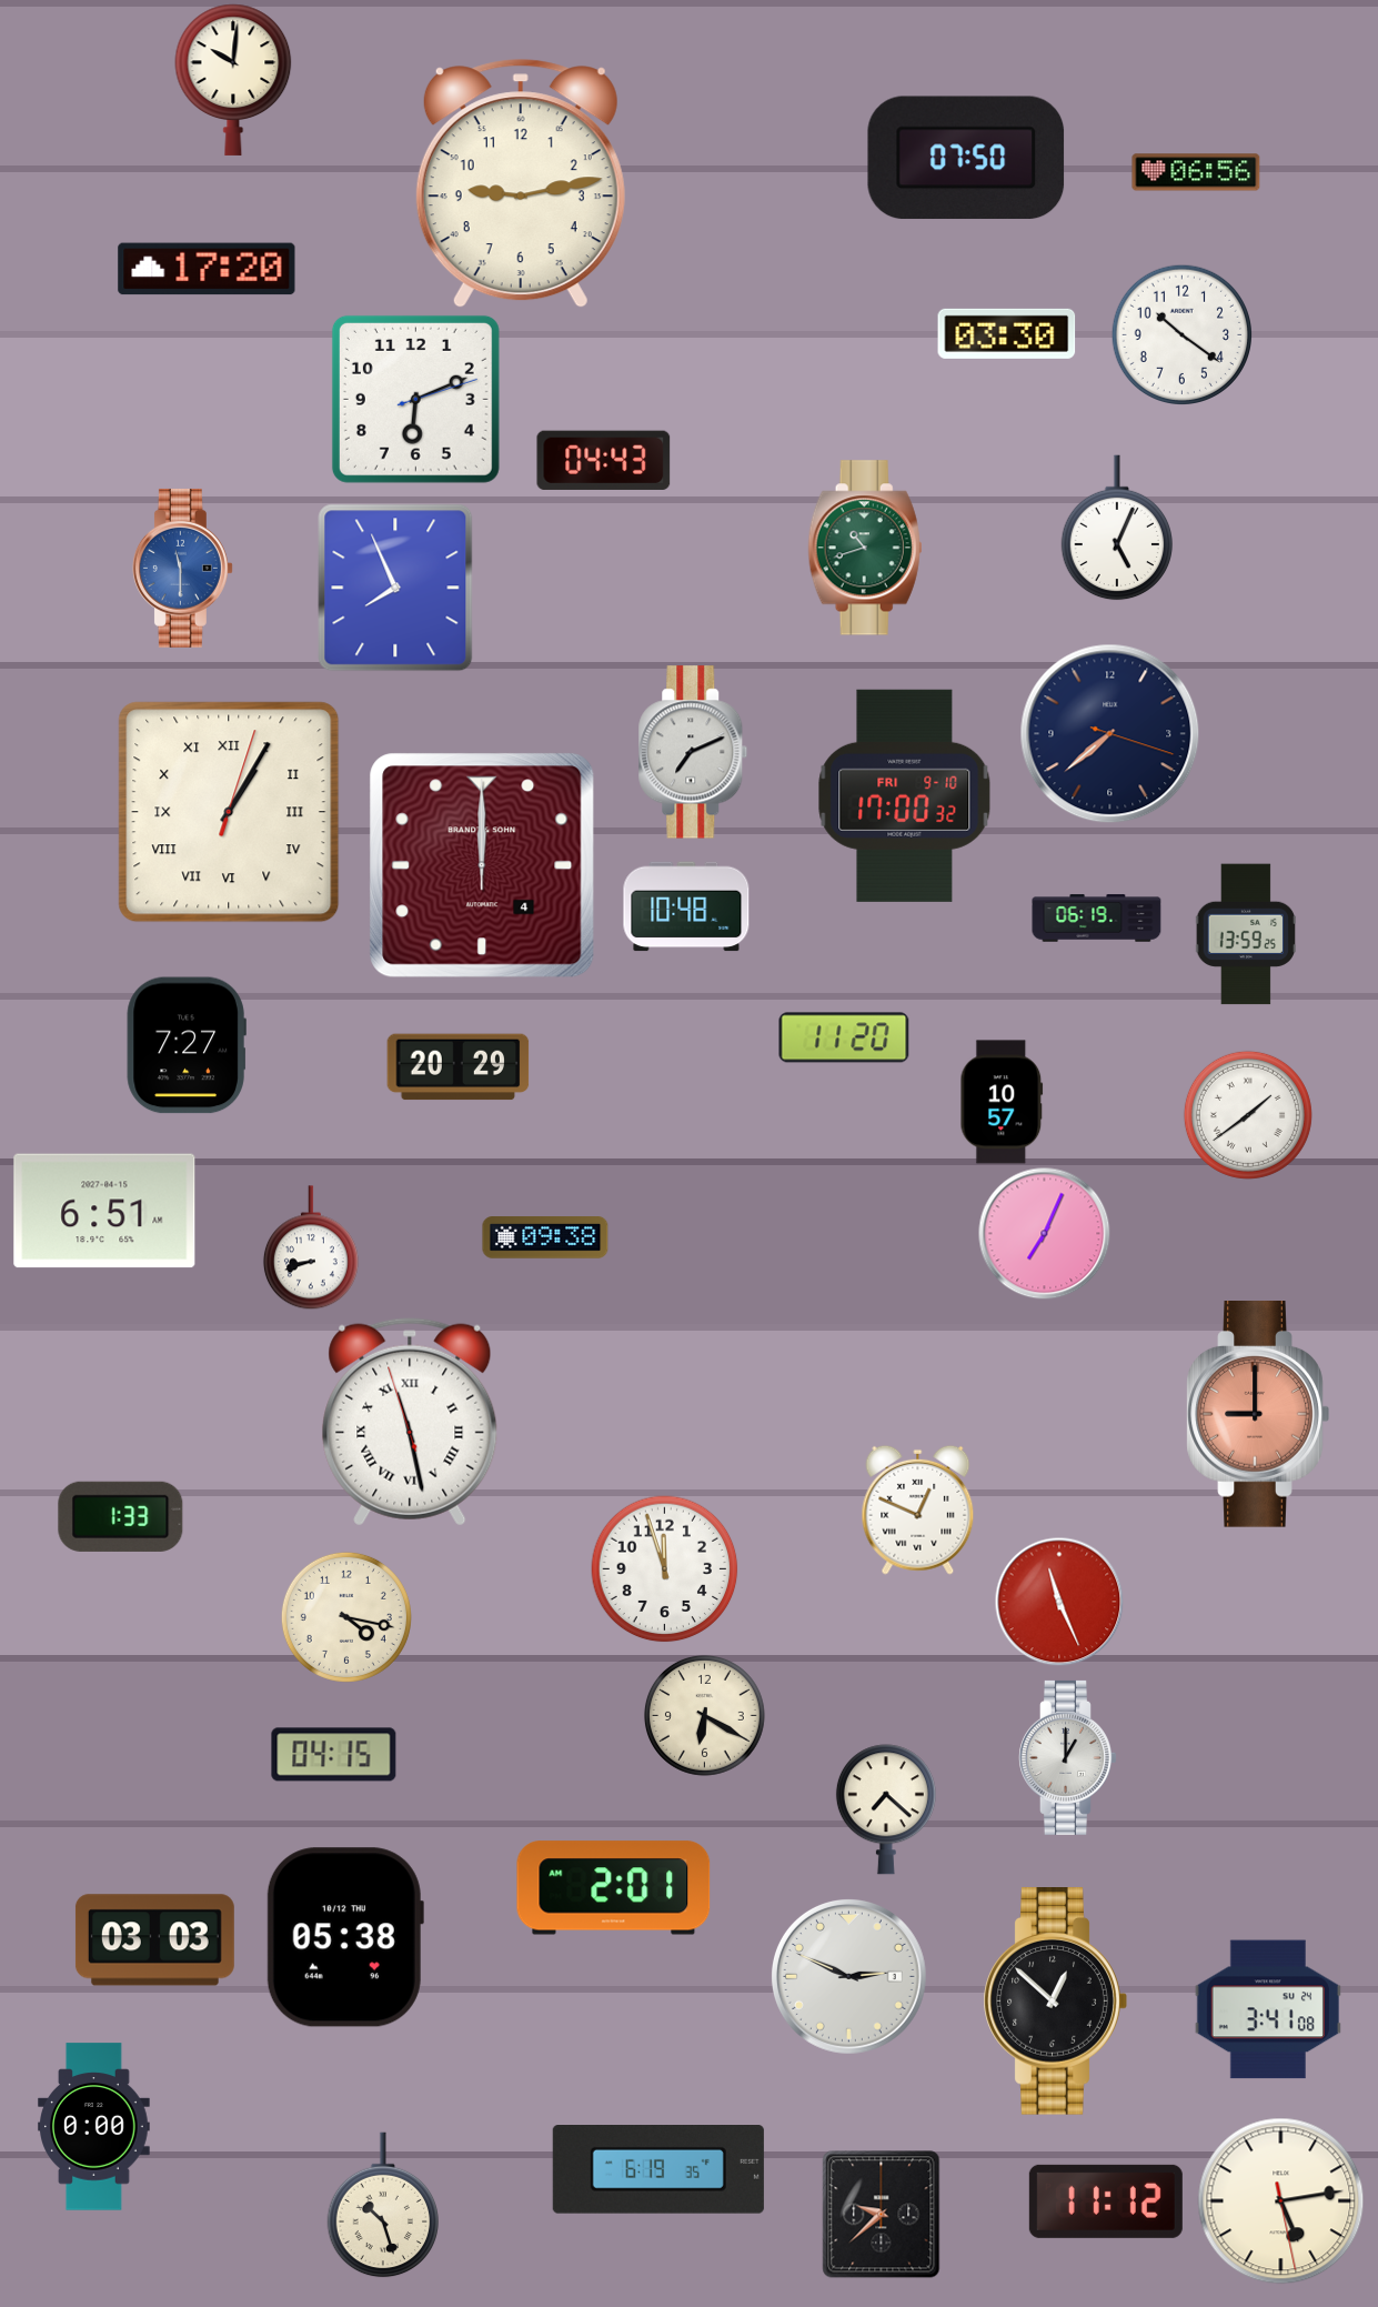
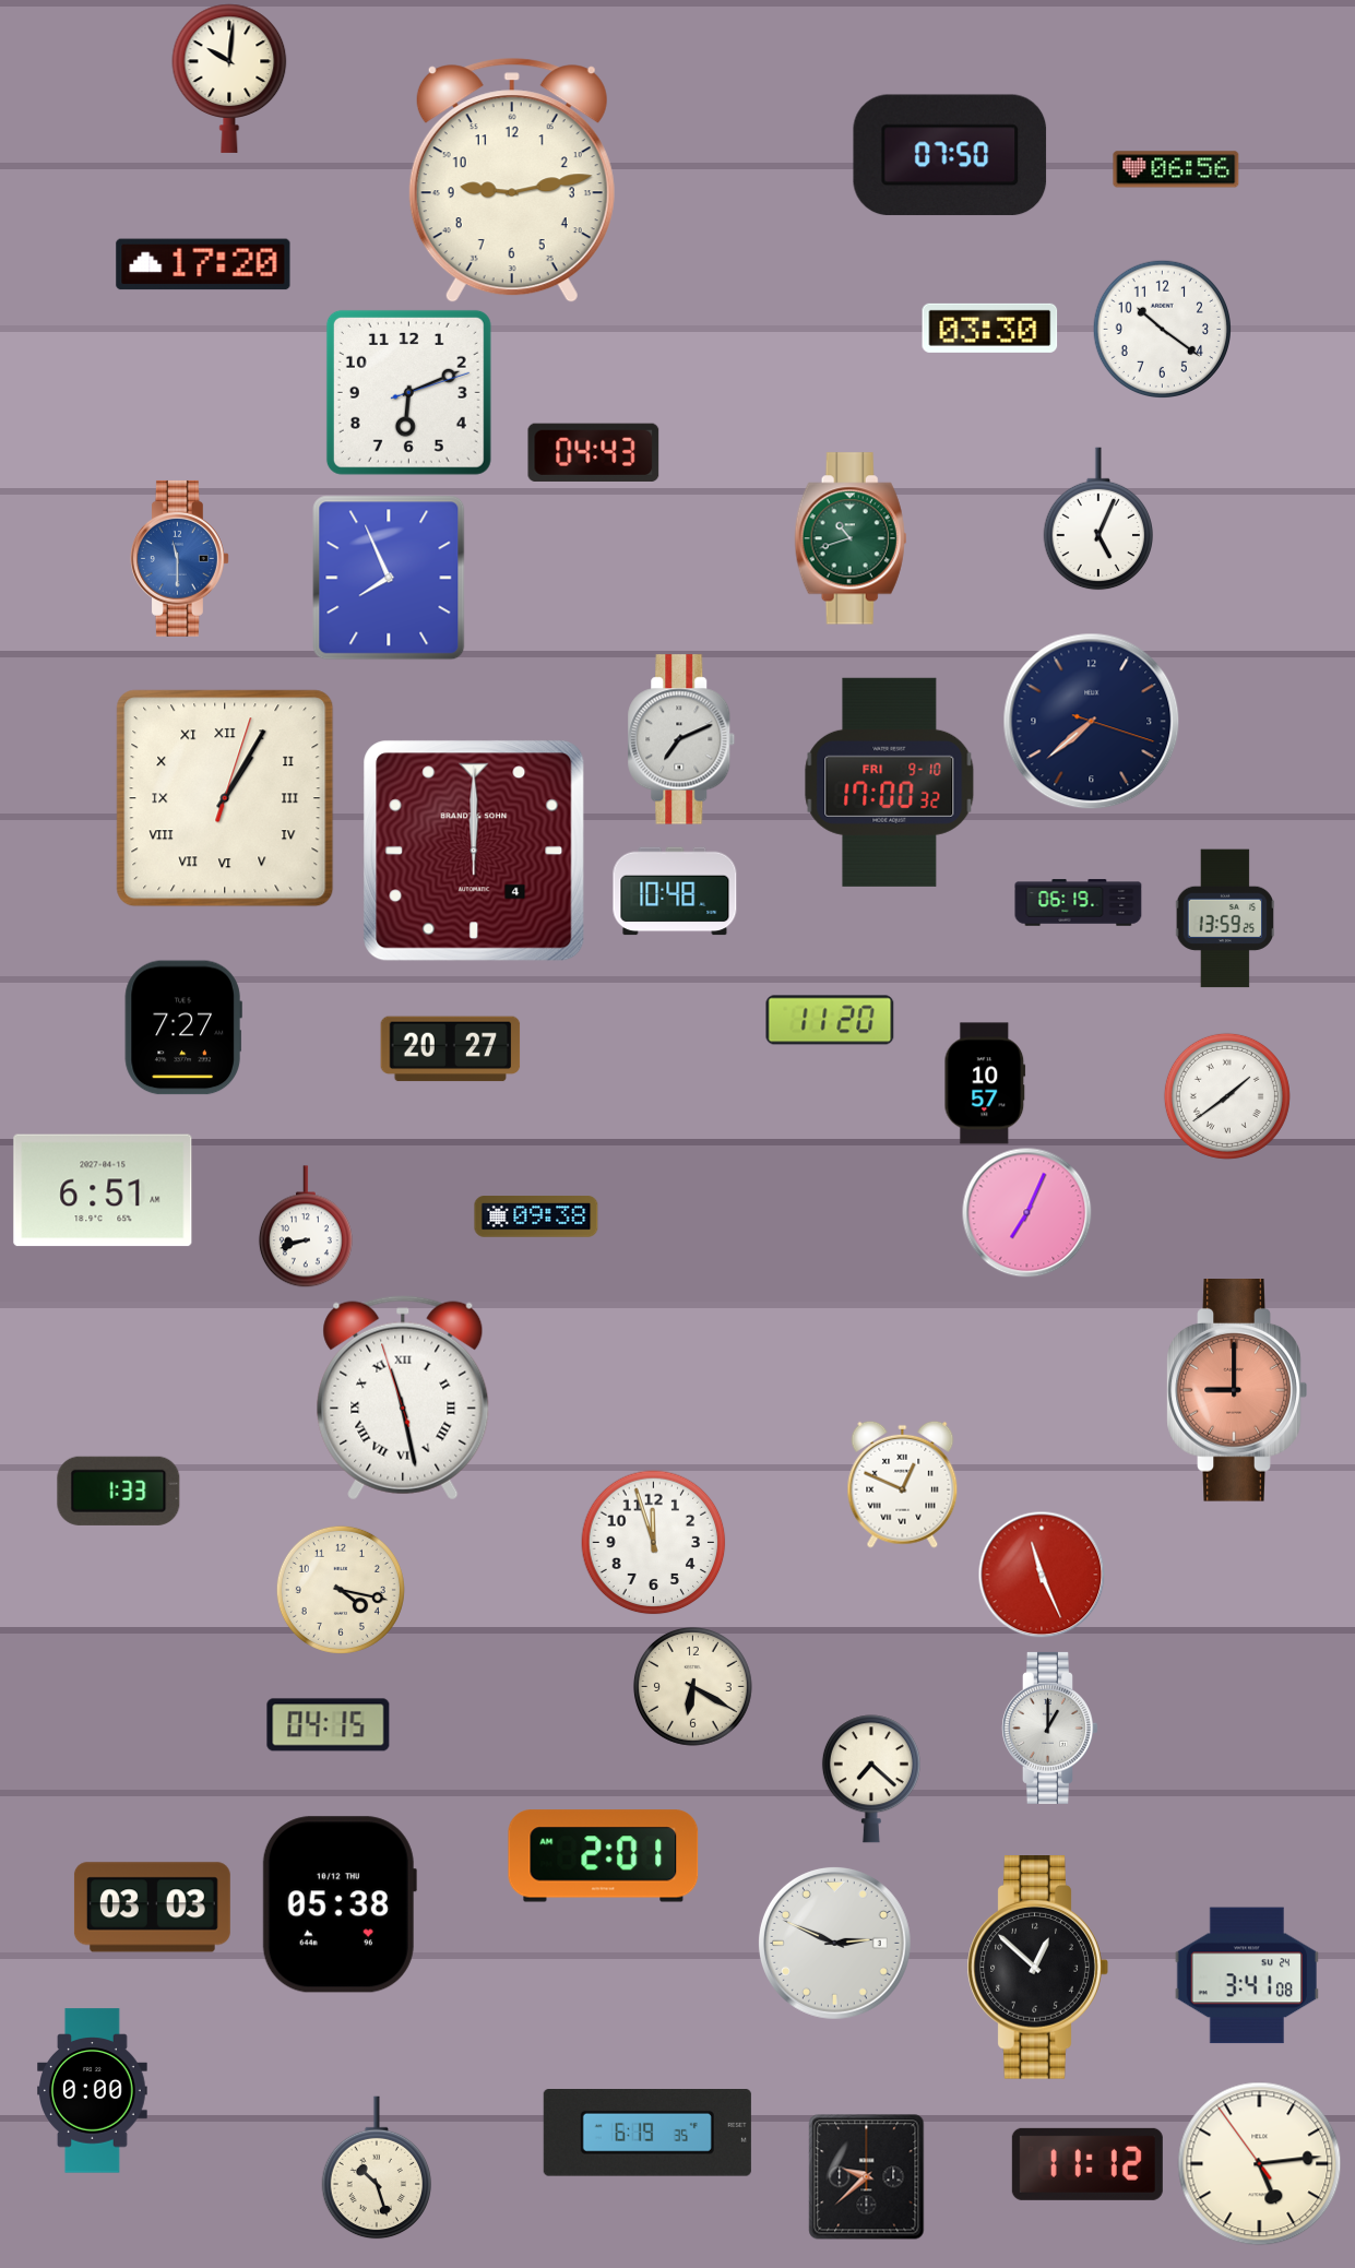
clock at (459, 1067): 20:29 -> 20:27
clock at (1281, 2201): 5:13:28 -> 5:13:54
